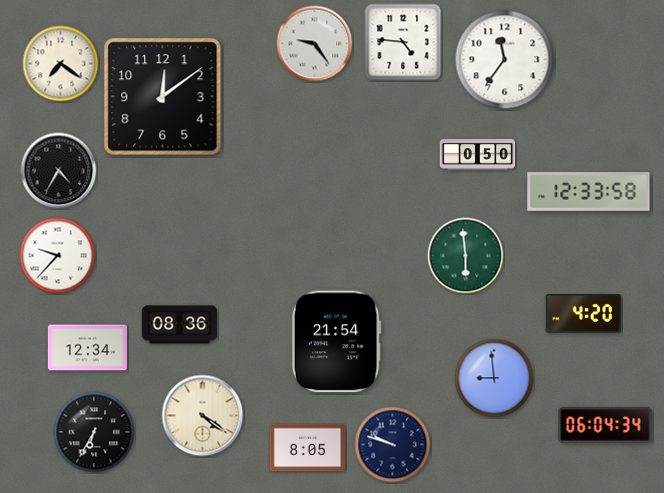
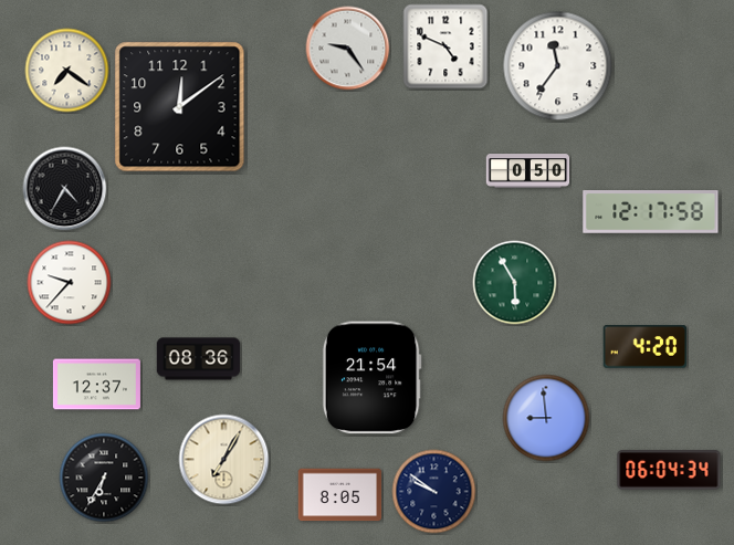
clock at (403, 42): 4:46 -> 4:49
clock at (589, 192): 12:33 -> 12:17
clock at (58, 256) position: (58, 256) -> (70, 283)
clock at (466, 256): 5:59 -> 5:55
clock at (87, 348): 12:34 -> 12:37
clock at (203, 416): 4:21 -> 7:05
clock at (393, 445): 9:48 -> 9:51
